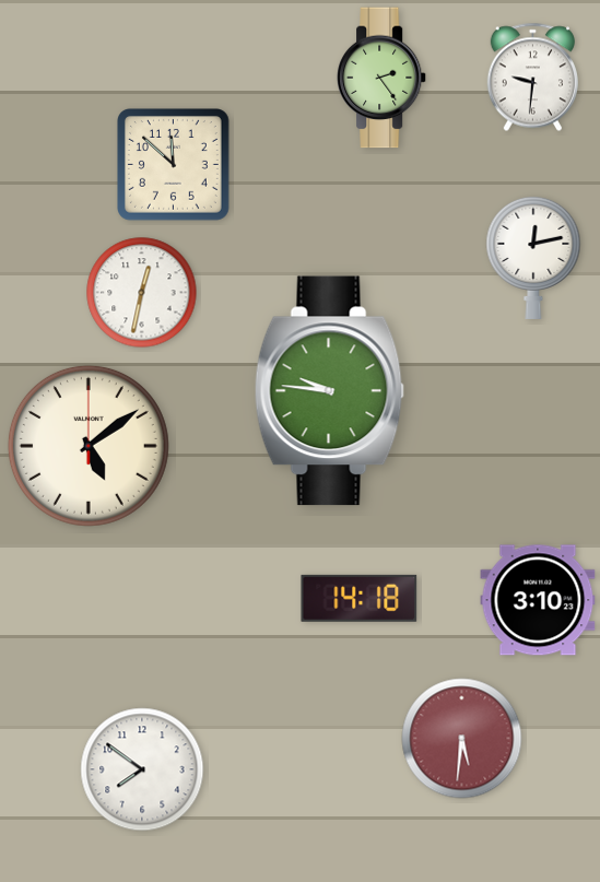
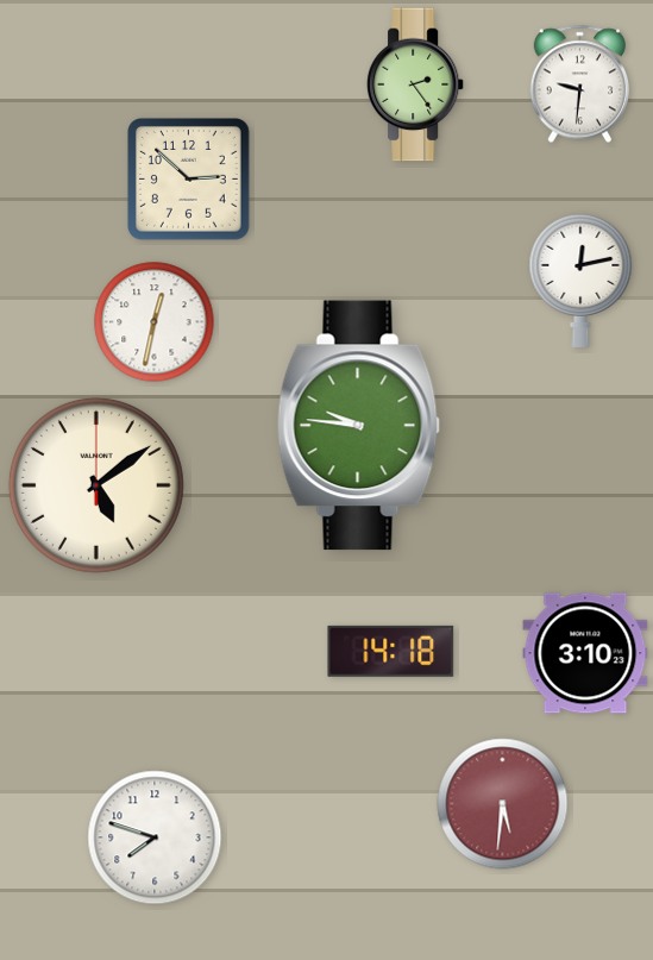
clock at (174, 165): 11:52 -> 2:52
clock at (142, 293) position: (142, 293) -> (155, 322)
clock at (142, 769): 7:51 -> 7:48
